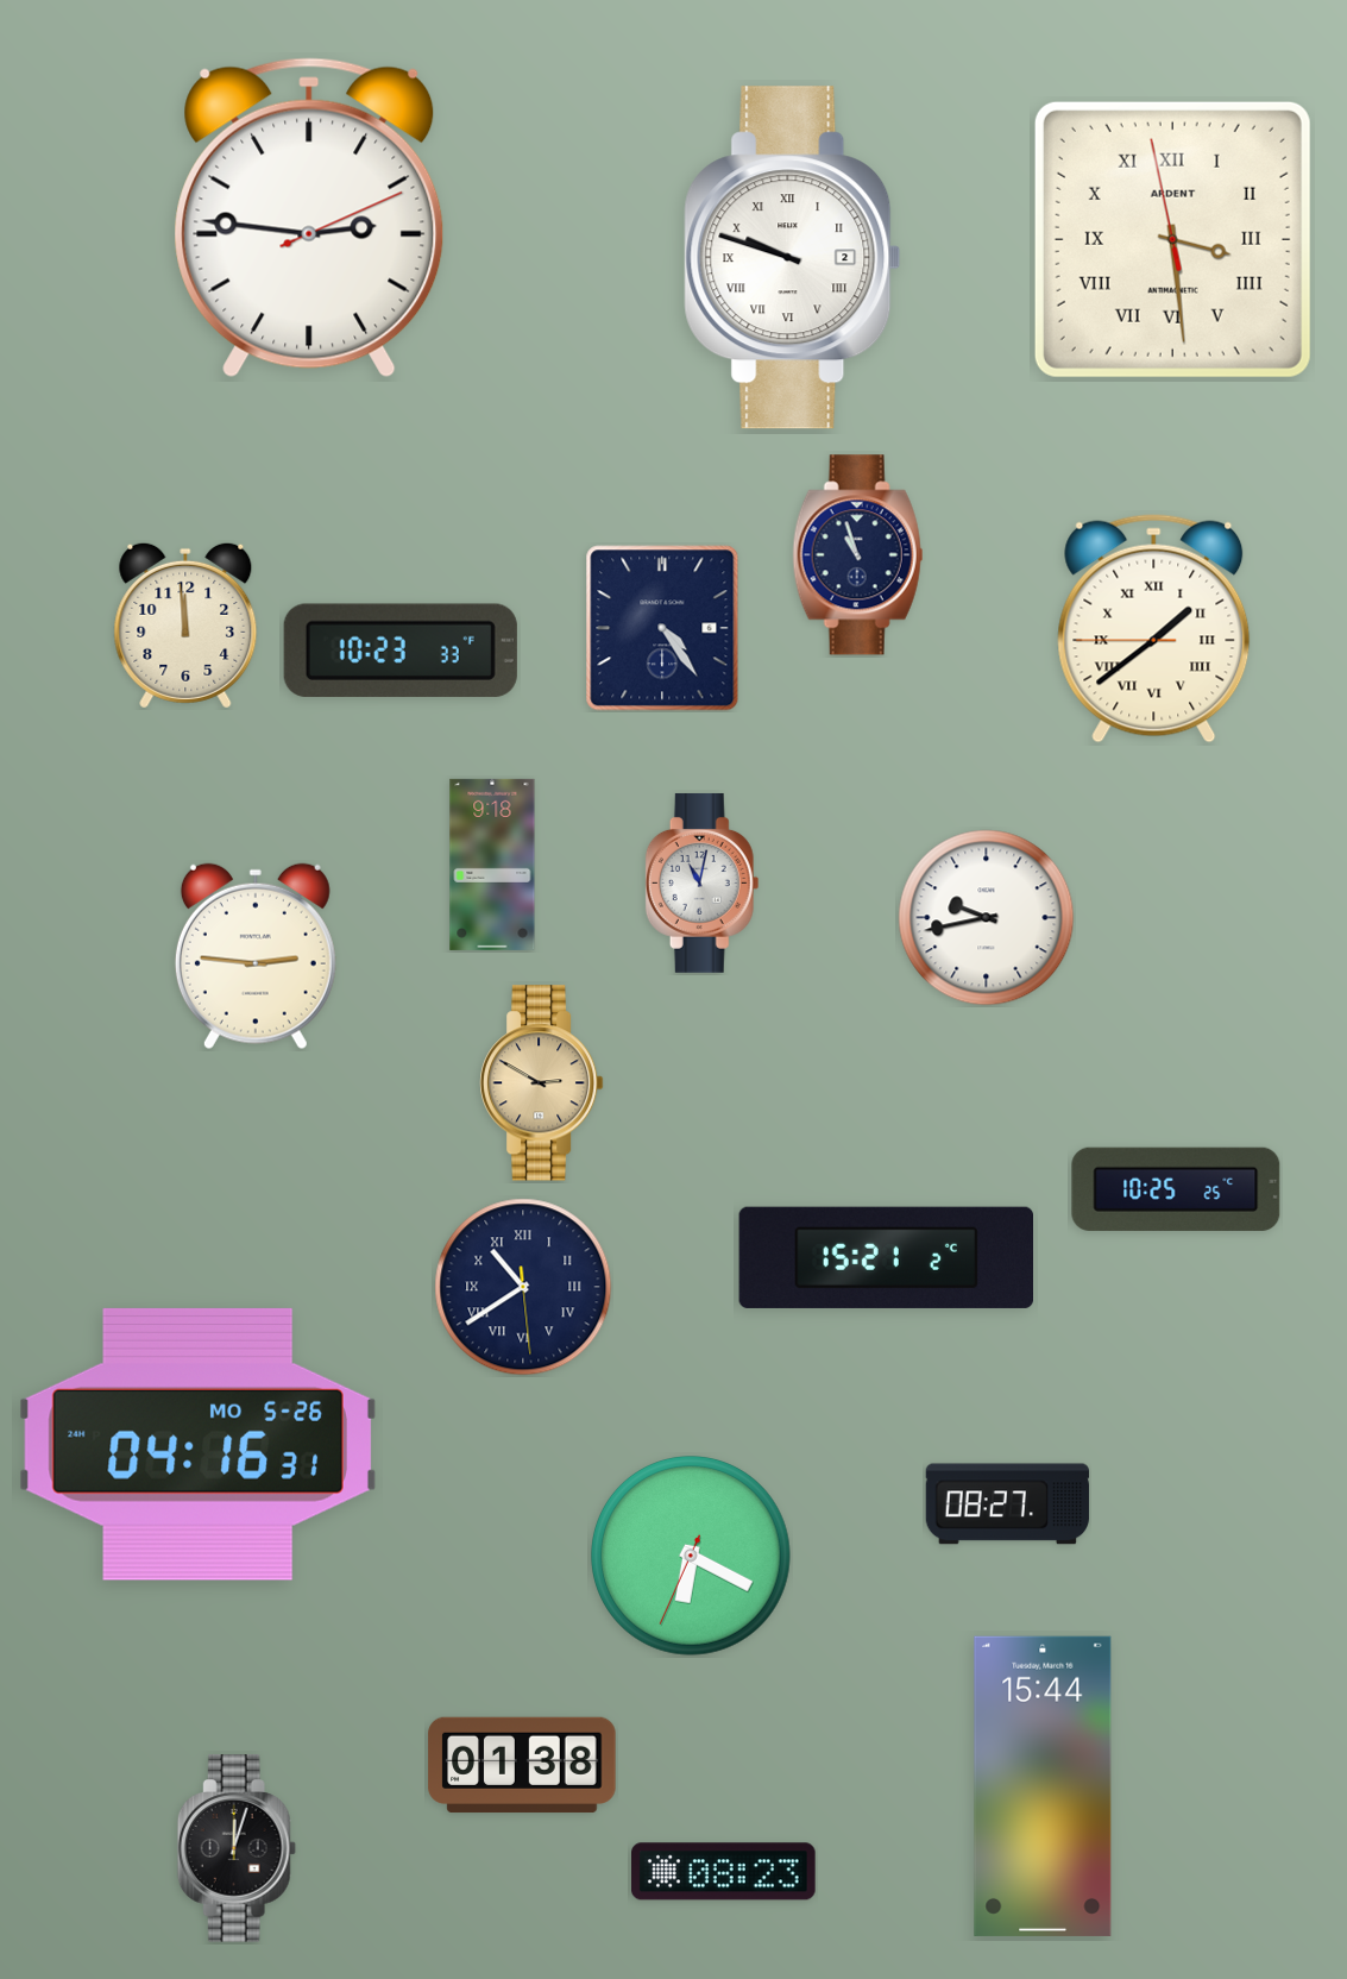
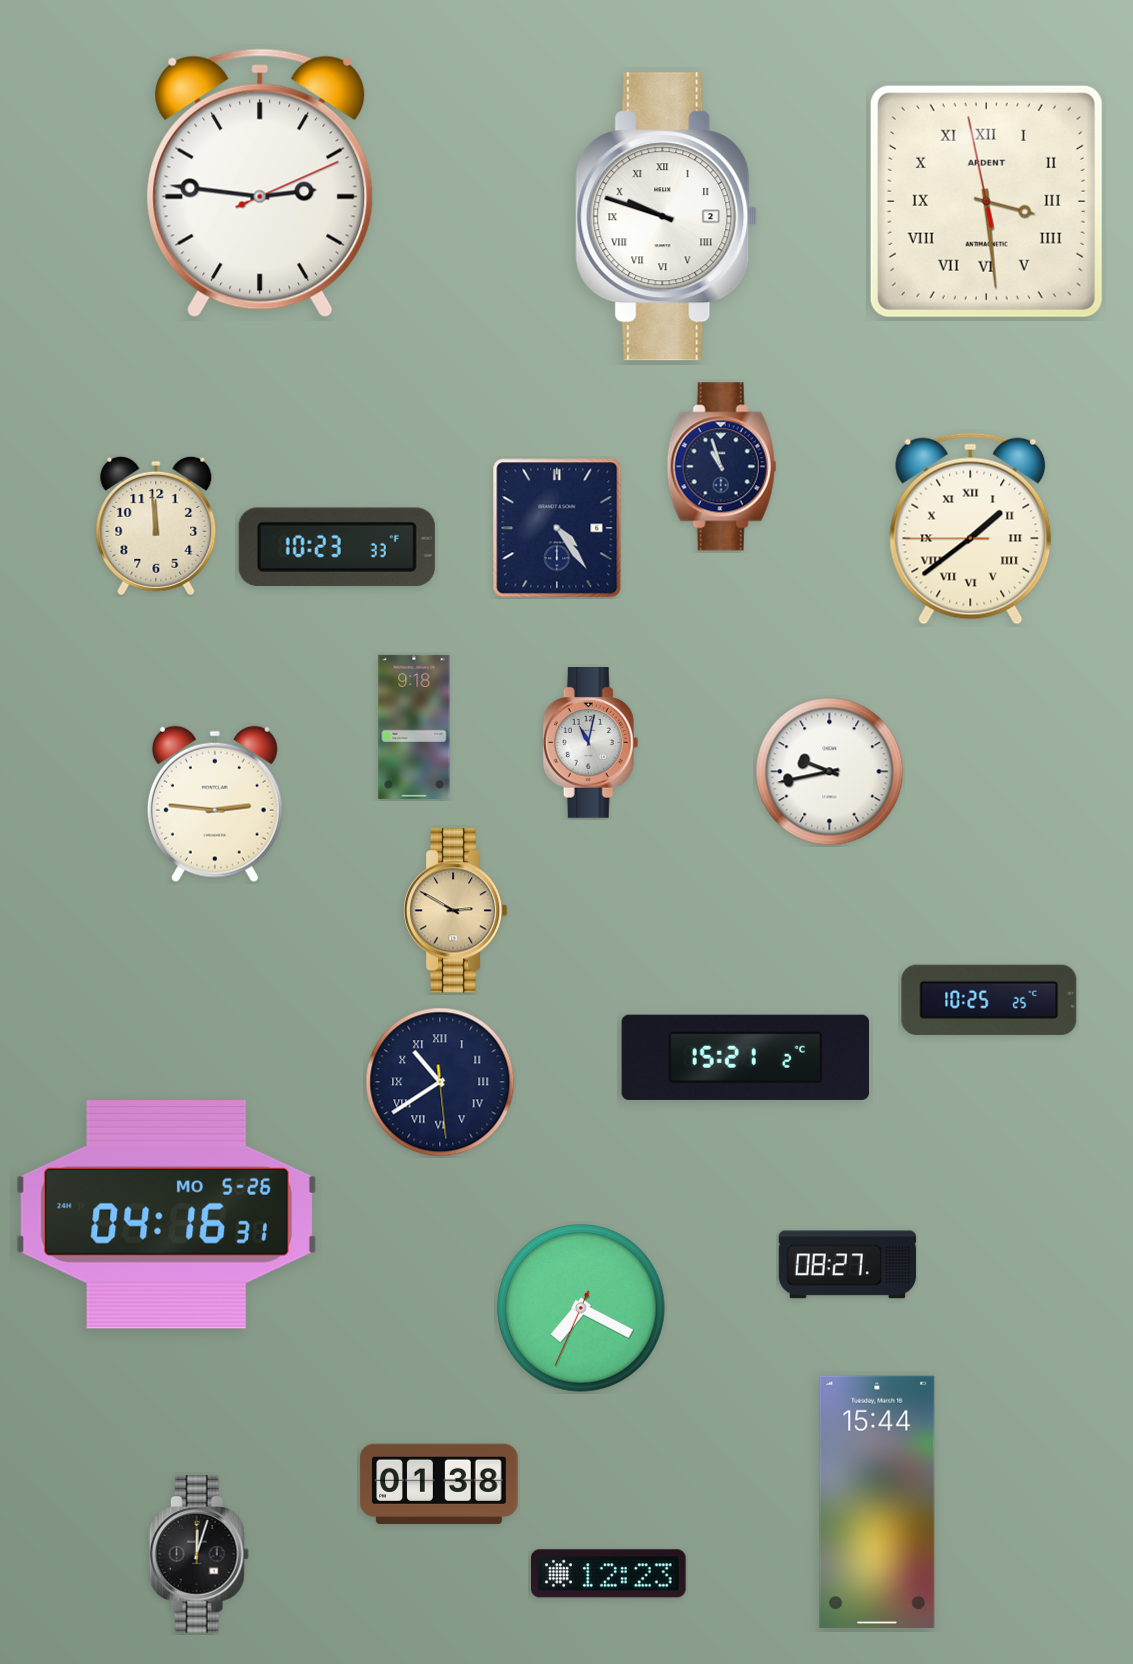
clock at (692, 1557): 6:19 -> 7:19
clock at (724, 1872): 08:23 -> 12:23
